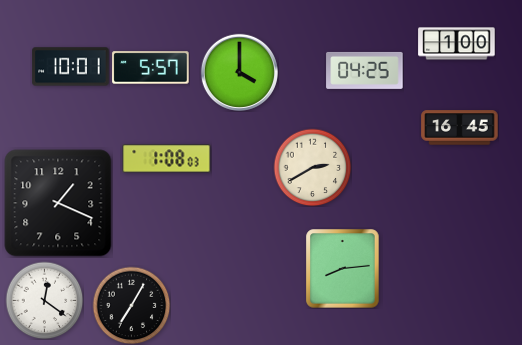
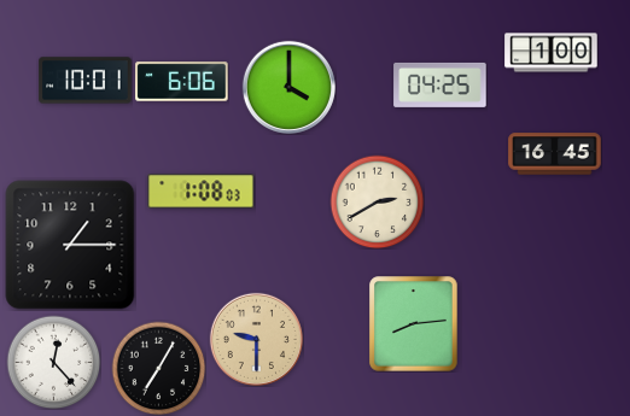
clock at (151, 68): 5:57 -> 6:06
clock at (58, 203): 1:19 -> 1:15
clock at (256, 339): none -> 9:30
clock at (44, 300): 12:21 -> 12:23
